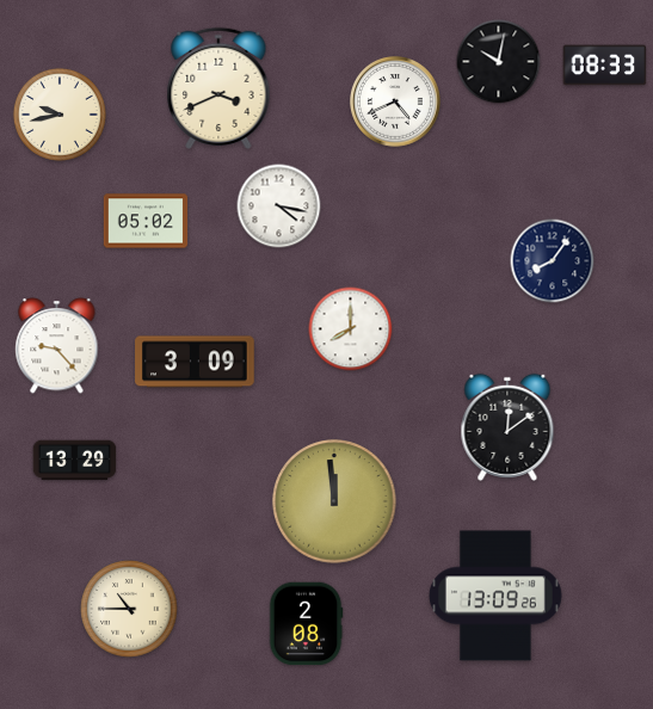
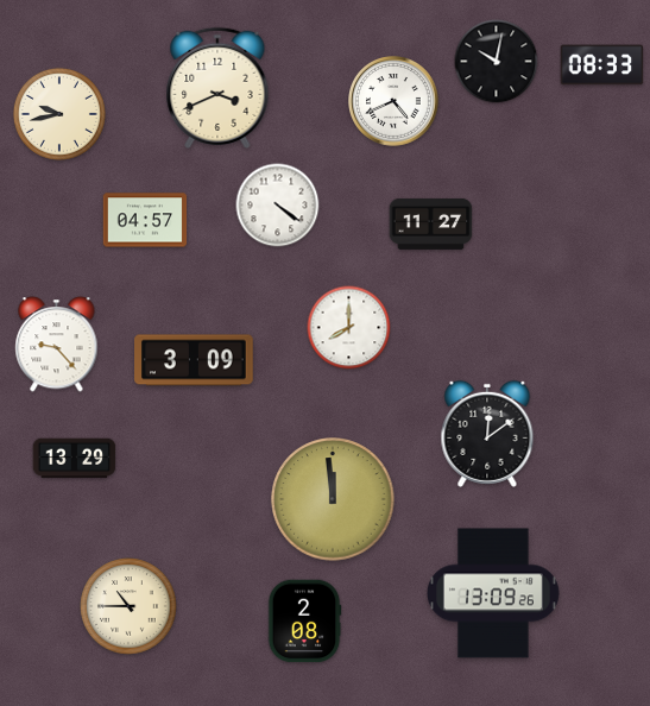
clock at (279, 206): 4:17 -> 4:21
clock at (146, 221): 05:02 -> 04:57
clock at (431, 223): none -> 11:27
clock at (553, 261): 8:06 -> none
clock at (507, 427) position: (507, 427) -> (487, 434)
